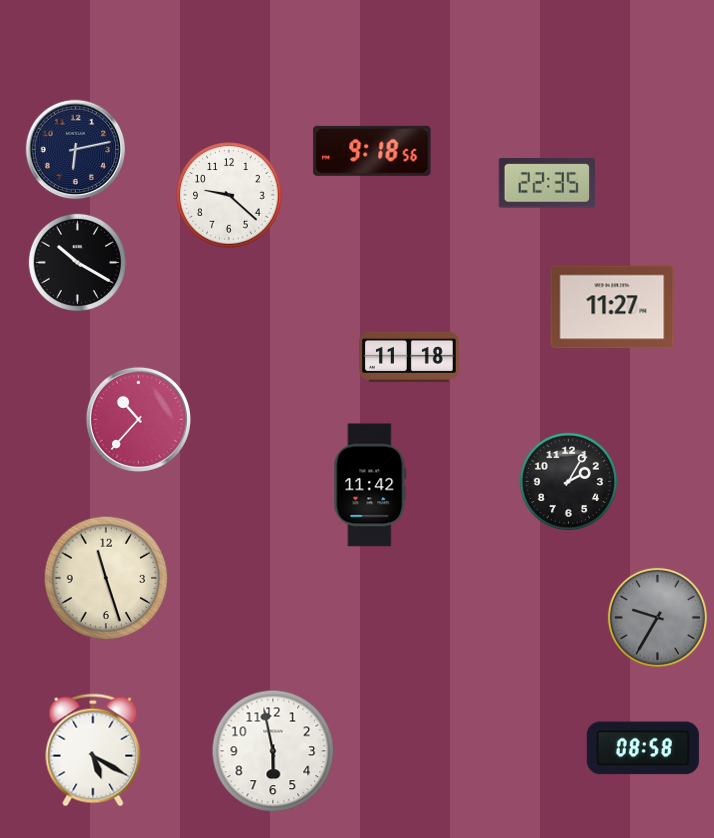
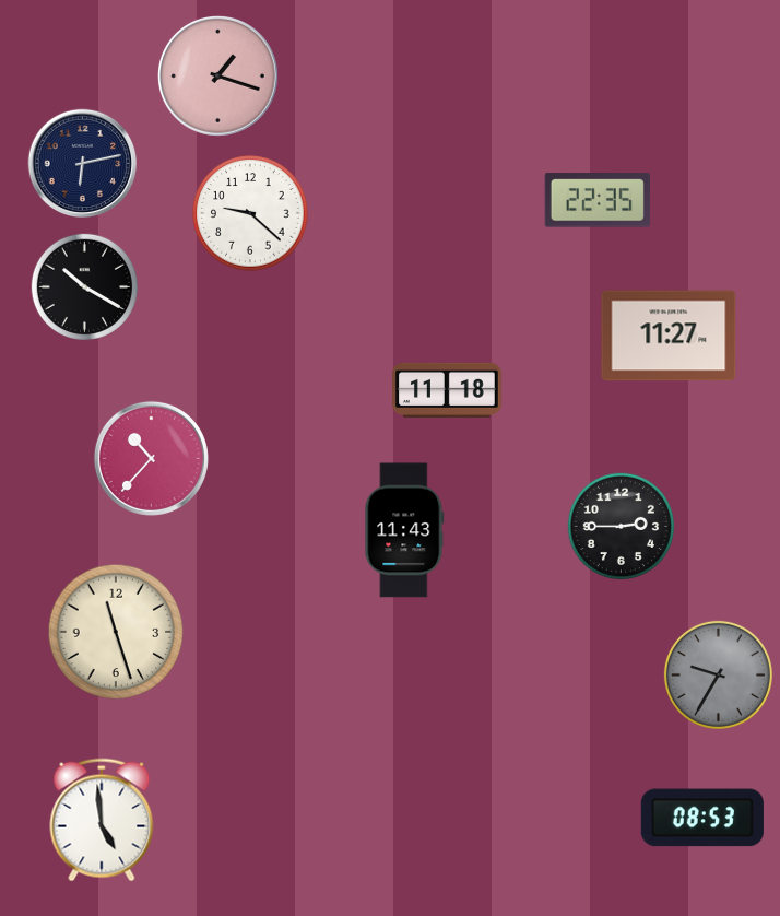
clock at (218, 77): none -> 1:18
clock at (372, 151): 9:18 -> none
clock at (568, 481): 2:05 -> 2:45
clock at (370, 485): 11:42 -> 11:43
clock at (643, 748): 08:58 -> 08:53
clock at (93, 750): 5:20 -> 4:59
clock at (273, 751): 5:58 -> none
